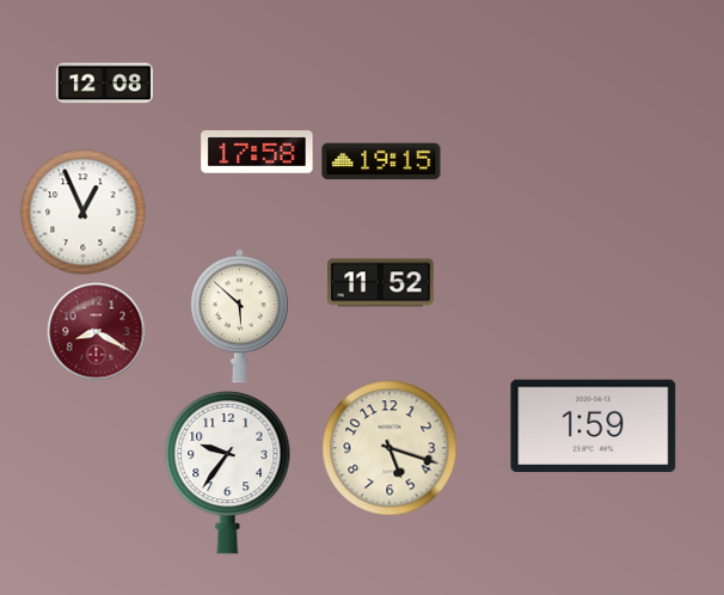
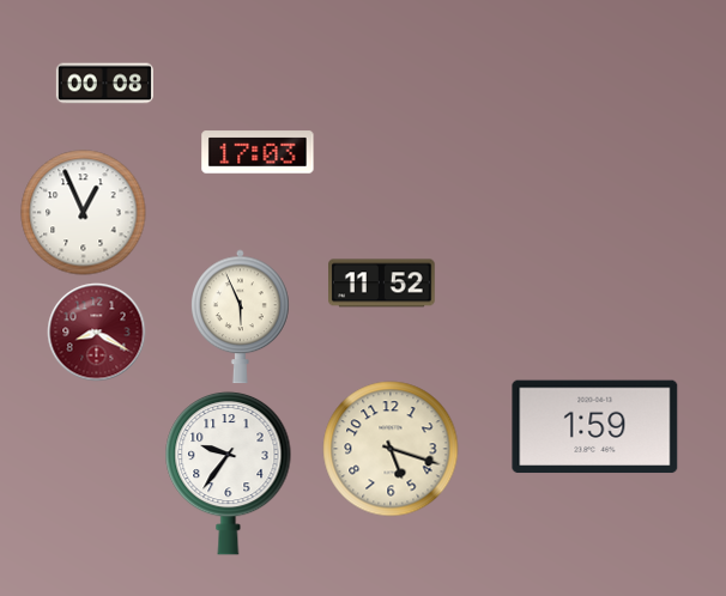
clock at (104, 84): 12:08 -> 00:08
clock at (257, 152): 17:58 -> 17:03
clock at (381, 161): 19:15 -> none
clock at (240, 317): 5:52 -> 5:56
